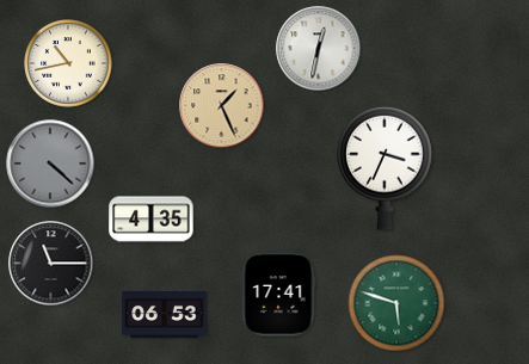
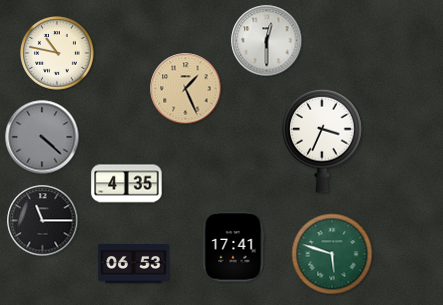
clock at (319, 49): 12:32 -> 12:30
clock at (68, 63): 10:43 -> 10:47
clock at (165, 315) position: (165, 315) -> (134, 264)
